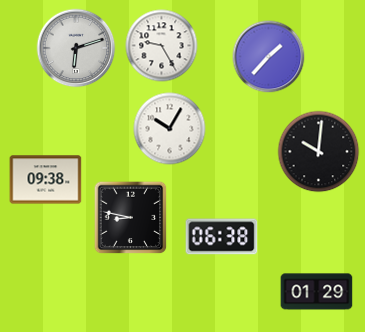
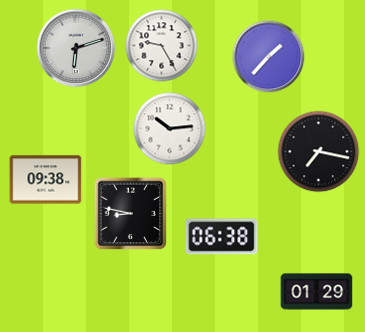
clock at (170, 129): 10:05 -> 10:14
clock at (319, 152): 10:01 -> 7:17
clock at (131, 218) position: (131, 218) -> (131, 214)
